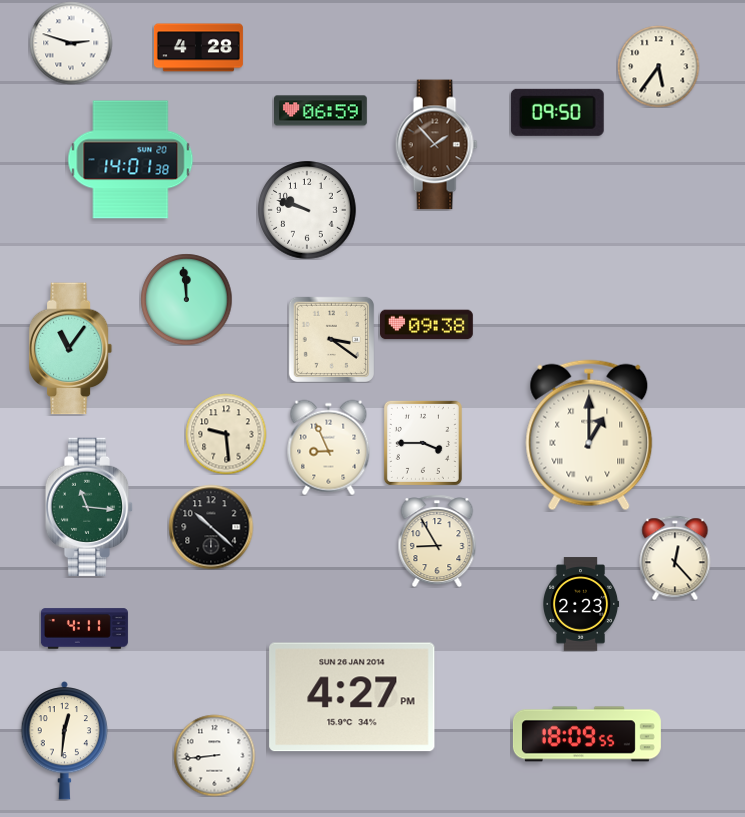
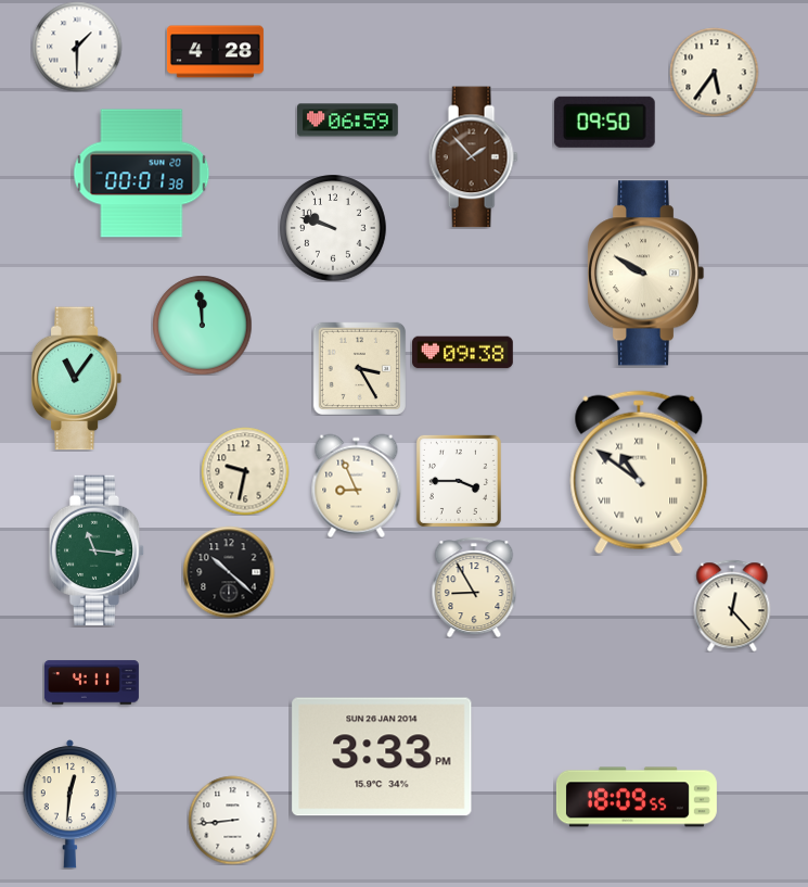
clock at (71, 43): 2:48 -> 1:30
clock at (131, 160): 14:01 -> 00:01
clock at (645, 274): none -> 9:50
clock at (331, 339): 3:21 -> 3:25
clock at (226, 434): 9:29 -> 9:32
clock at (589, 435): 1:00 -> 10:51
clock at (582, 604): 2:23 -> none
clock at (352, 697): 4:27 -> 3:33
